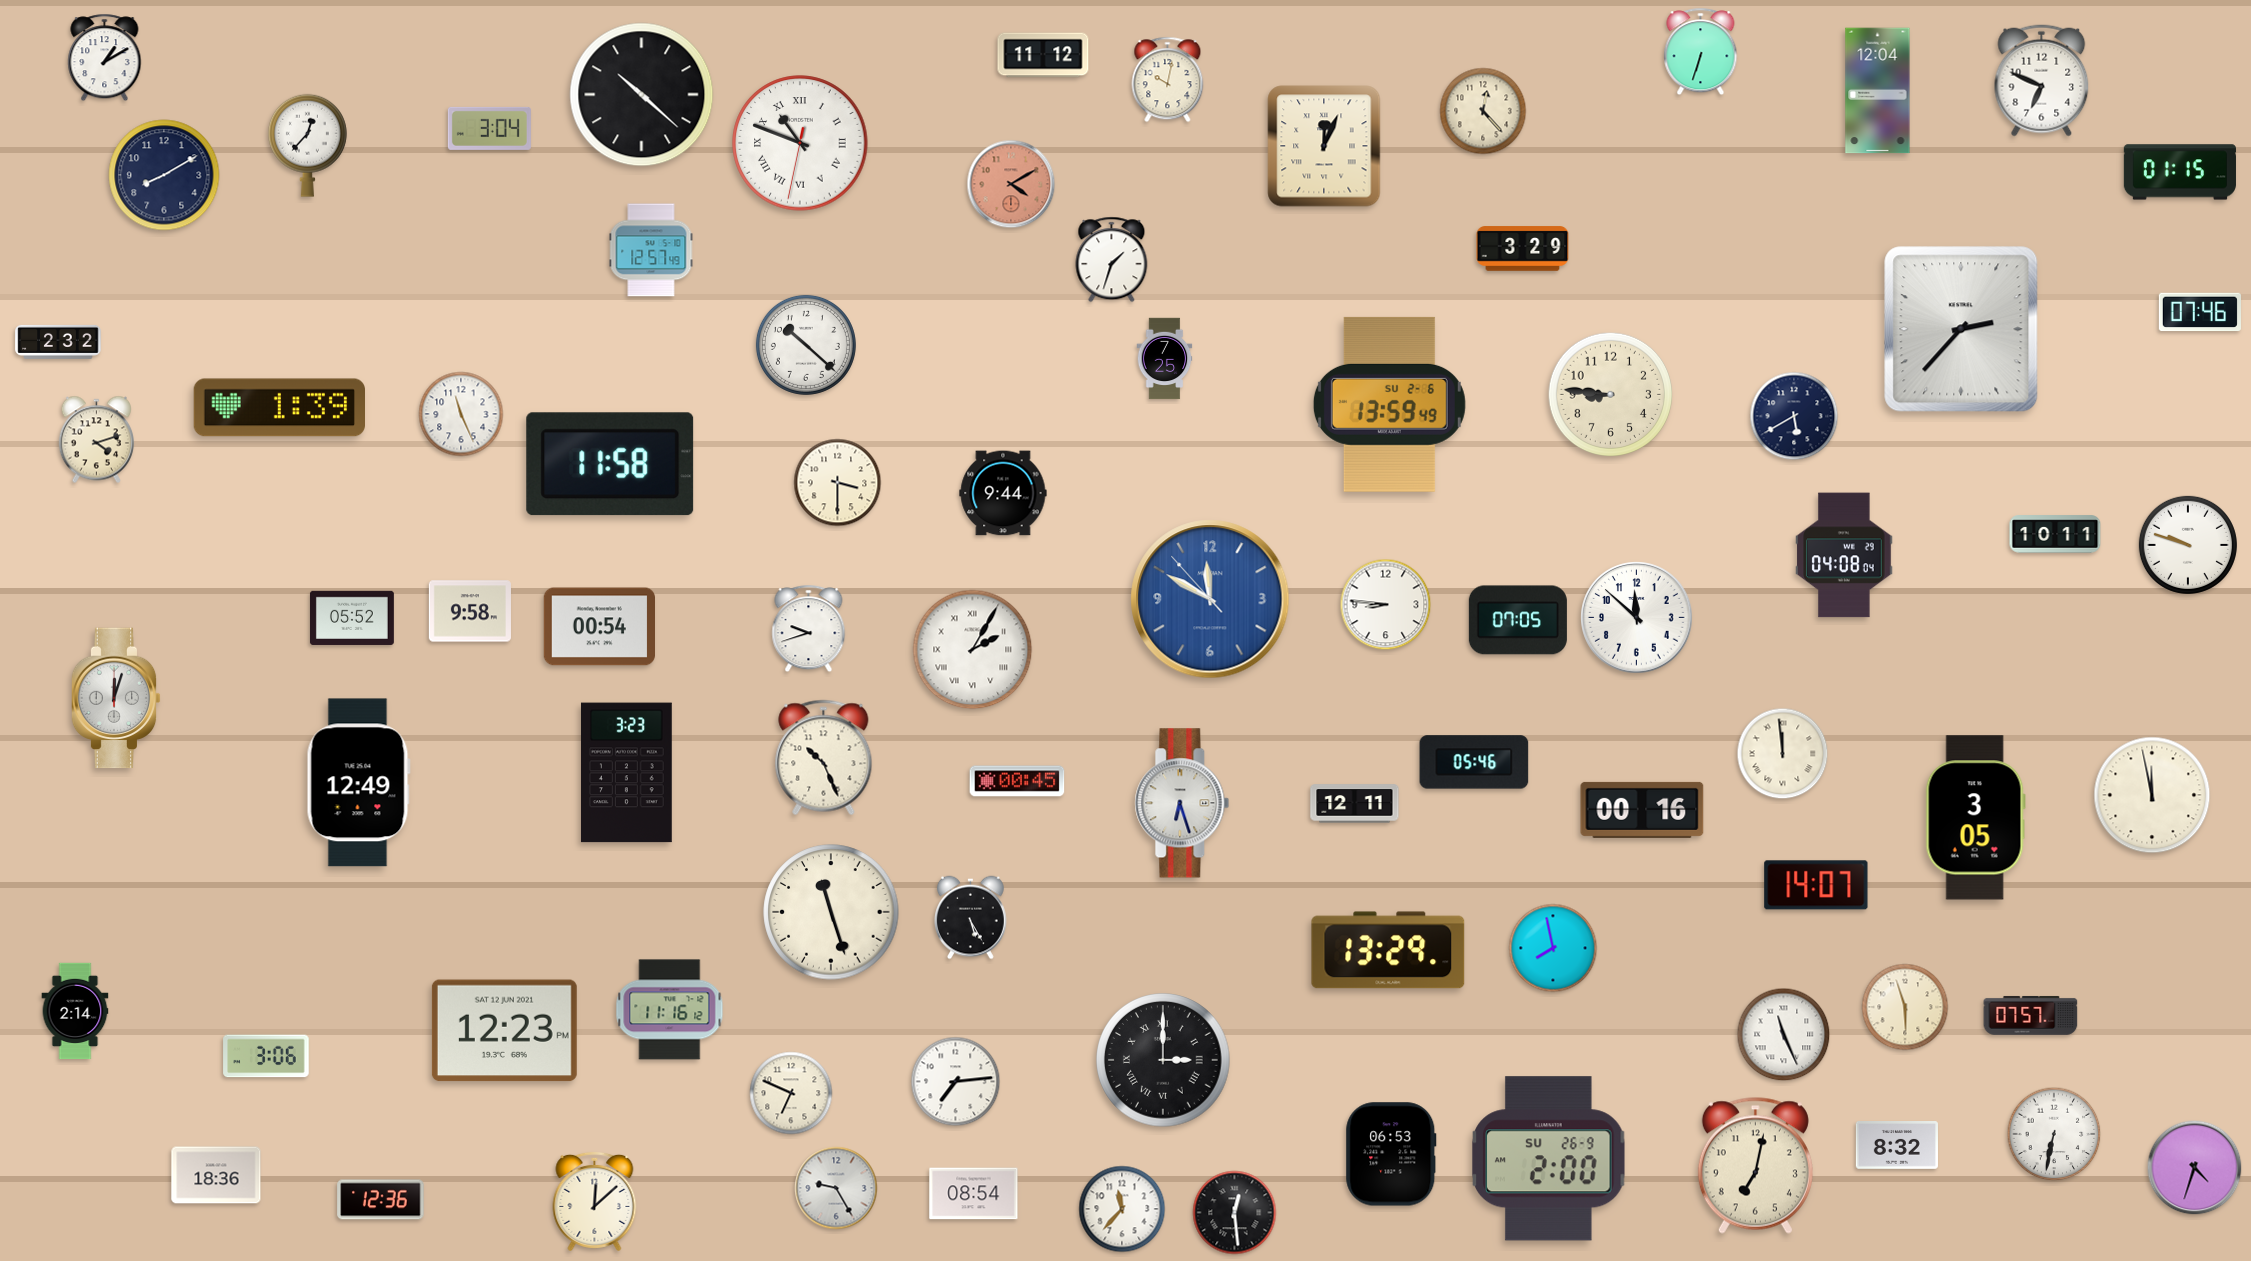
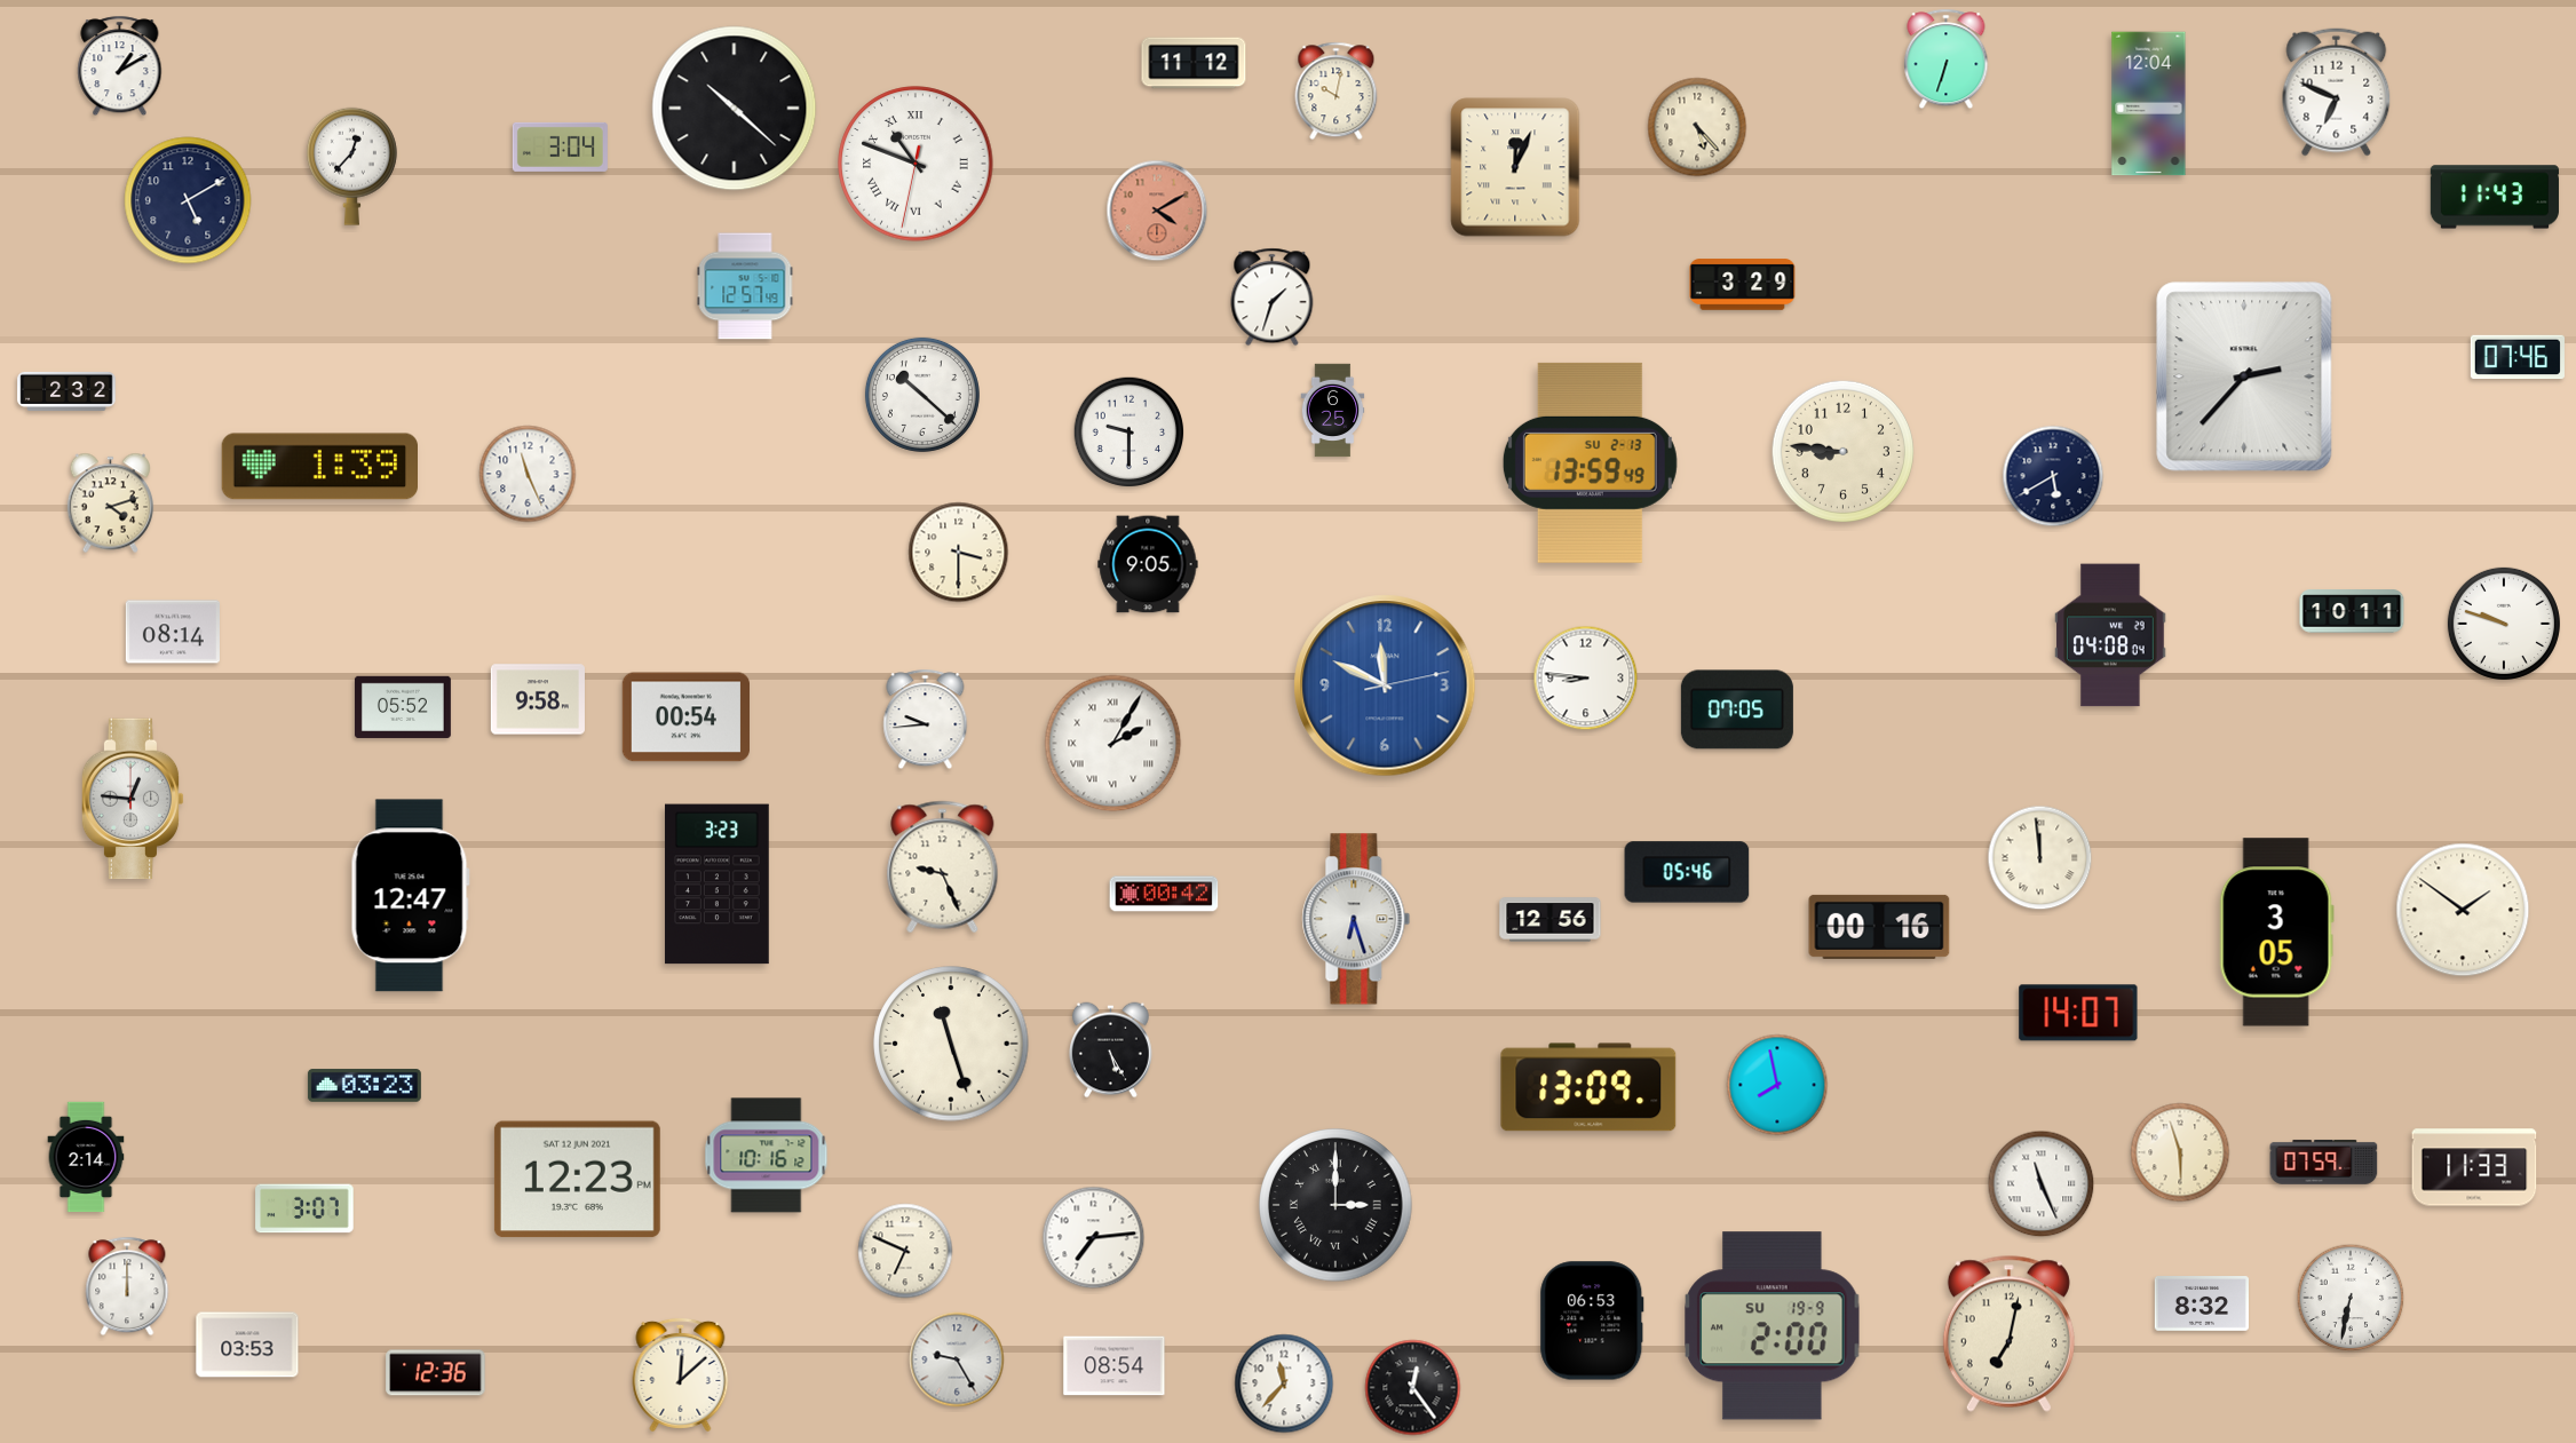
clock at (1483, 111): 12:23 -> 5:23
clock at (2180, 172): 01:15 -> 11:43
clock at (164, 175): 8:10 -> 5:10
clock at (1165, 359): 7:25 -> 6:25
clock at (1130, 433): none -> 9:30
clock at (1389, 404) date: SU 2-6 -> SU 2-13
clock at (610, 464): 11:58 -> none
clock at (1003, 493): 9:44 -> 9:05
clock at (173, 632): none -> 08:14
clock at (1210, 599): 11:49:53 -> 11:49:13
clock at (1386, 605) position: (1386, 605) -> (1586, 679)
clock at (1637, 618): 11:52 -> none
clock at (809, 629): 9:42 -> 9:44
clock at (116, 698): 12:03 -> 12:46
clock at (1783, 754) position: (1783, 754) -> (2040, 858)
clock at (824, 758): 10:26 -> 9:26
clock at (1017, 781): 00:45 -> 00:42
clock at (358, 783): 12:49 -> 12:47
clock at (2152, 795): 11:58 -> 1:51
clock at (1182, 803) position: (1182, 803) -> (1356, 919)
clock at (1355, 804): 12:11 -> 12:56
clock at (1975, 818) position: (1975, 818) -> (2276, 933)
clock at (364, 1086): none -> 03:23
clock at (1388, 950): 13:29 -> 13:09
clock at (670, 1010): 11:16 -> 10:16
clock at (2031, 1015): 07:57 -> 07:59
clock at (2474, 1167): none -> 11:33
clock at (266, 1056): 3:06 -> 3:07
clock at (1163, 1060) position: (1163, 1060) -> (1335, 1205)
clock at (127, 1286): none -> 12:00
clock at (1897, 1146) position: (1897, 1146) -> (2202, 1305)
clock at (1549, 1159) date: SU 26-9 -> SU 19-9
clock at (2195, 1168): 4:33 -> none
clock at (216, 1175): 18:36 -> 03:53
clock at (1235, 1213): 12:29 -> 12:24
